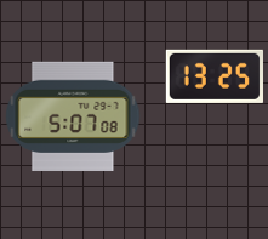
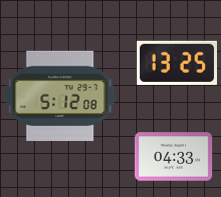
clock at (73, 116): 5:07 -> 5:12
clock at (173, 157): none -> 04:33
